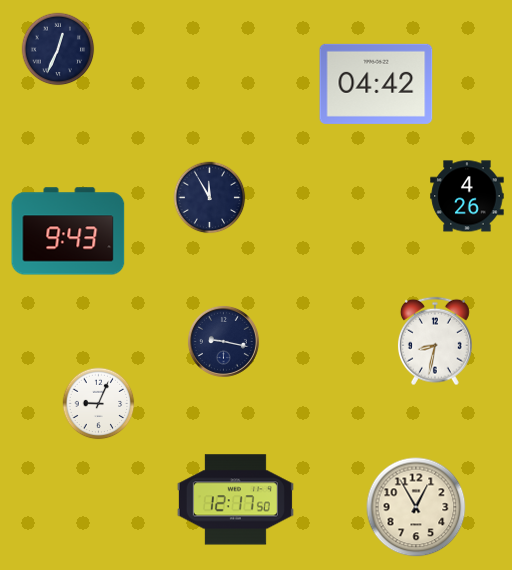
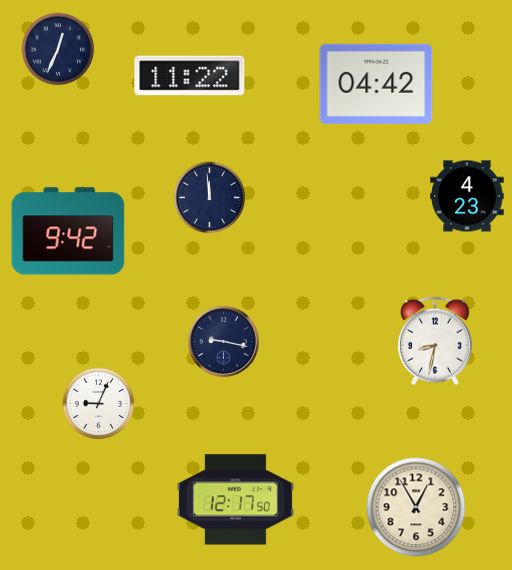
clock at (190, 76): none -> 11:22
clock at (467, 196): 4:26 -> 4:23
clock at (210, 198): 11:55 -> 11:59
clock at (68, 231): 9:43 -> 9:42
